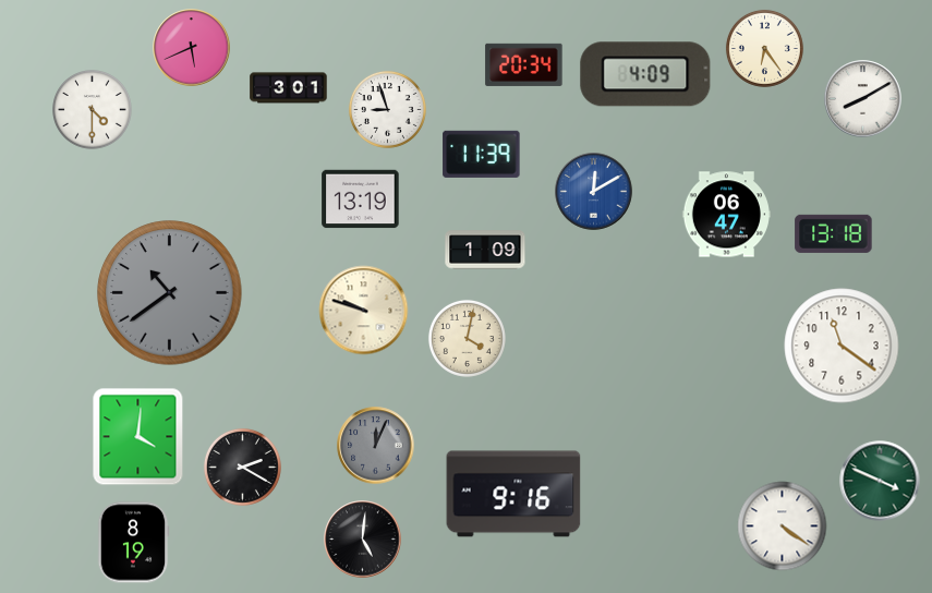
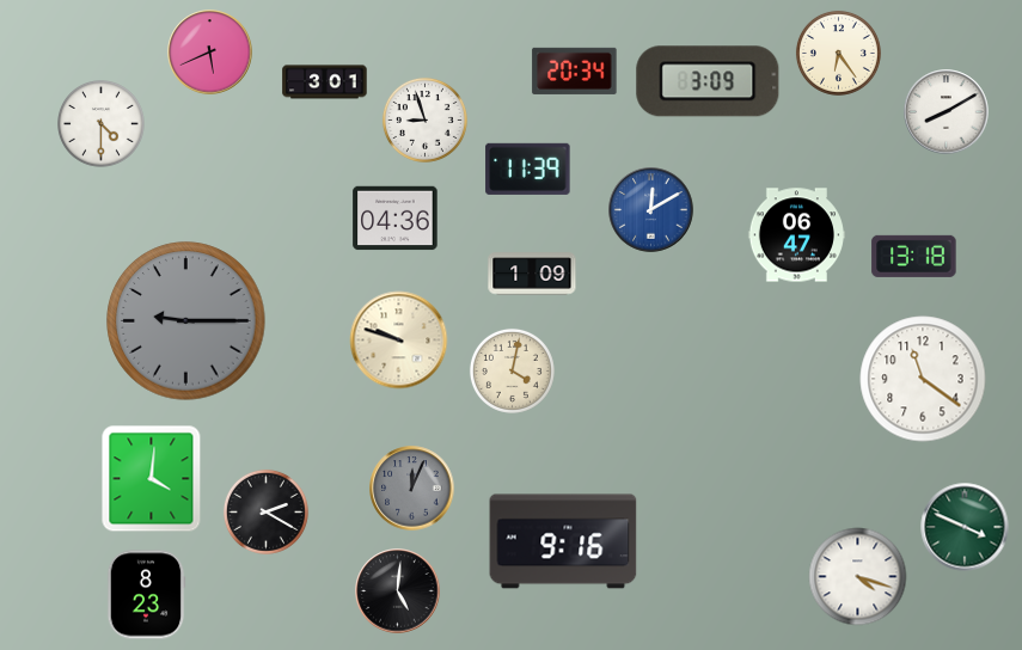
clock at (645, 74): 4:09 -> 3:09
clock at (289, 88) position: (289, 88) -> (325, 82)
clock at (863, 99) position: (863, 99) -> (947, 112)
clock at (93, 110) position: (93, 110) -> (102, 124)
clock at (361, 199): 13:19 -> 04:36
clock at (170, 293): 10:39 -> 9:15
clock at (783, 527): 4:21 -> 4:18
clock at (133, 543): 8:19 -> 8:23
